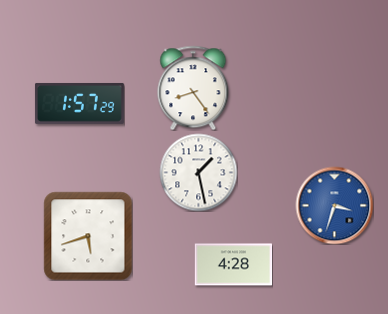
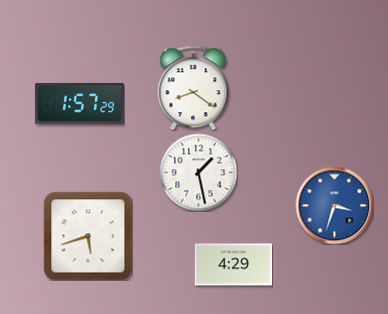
clock at (193, 88): 8:24 -> 8:21
clock at (233, 265): 4:28 -> 4:29
